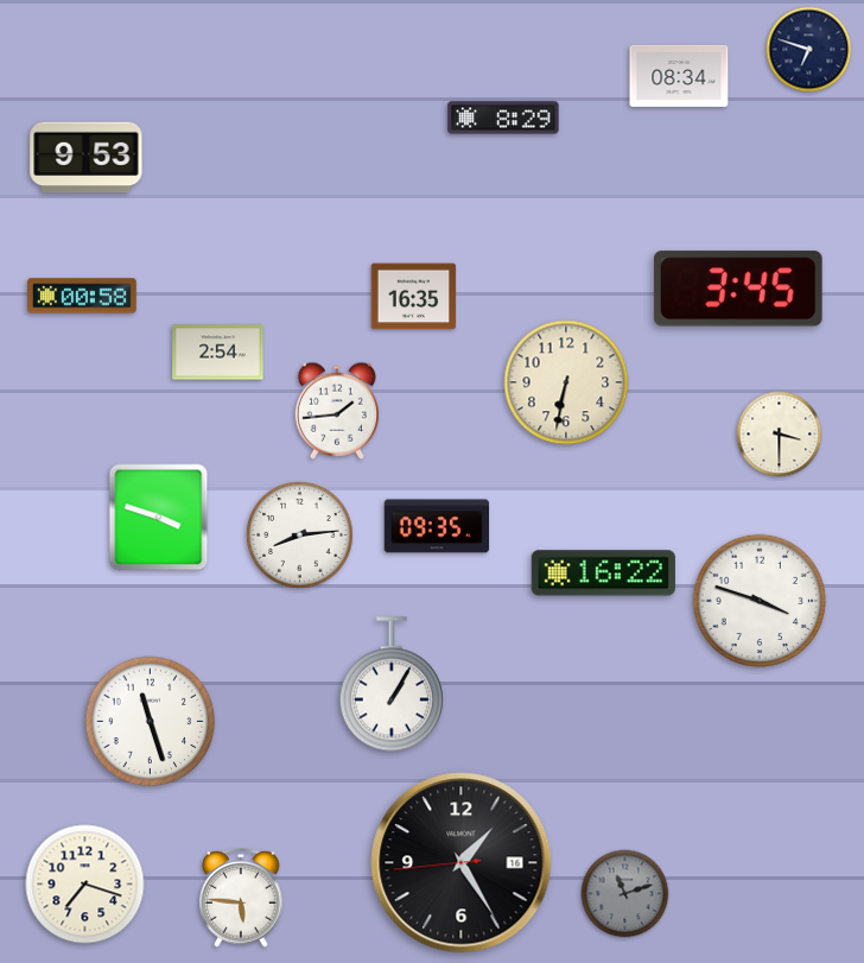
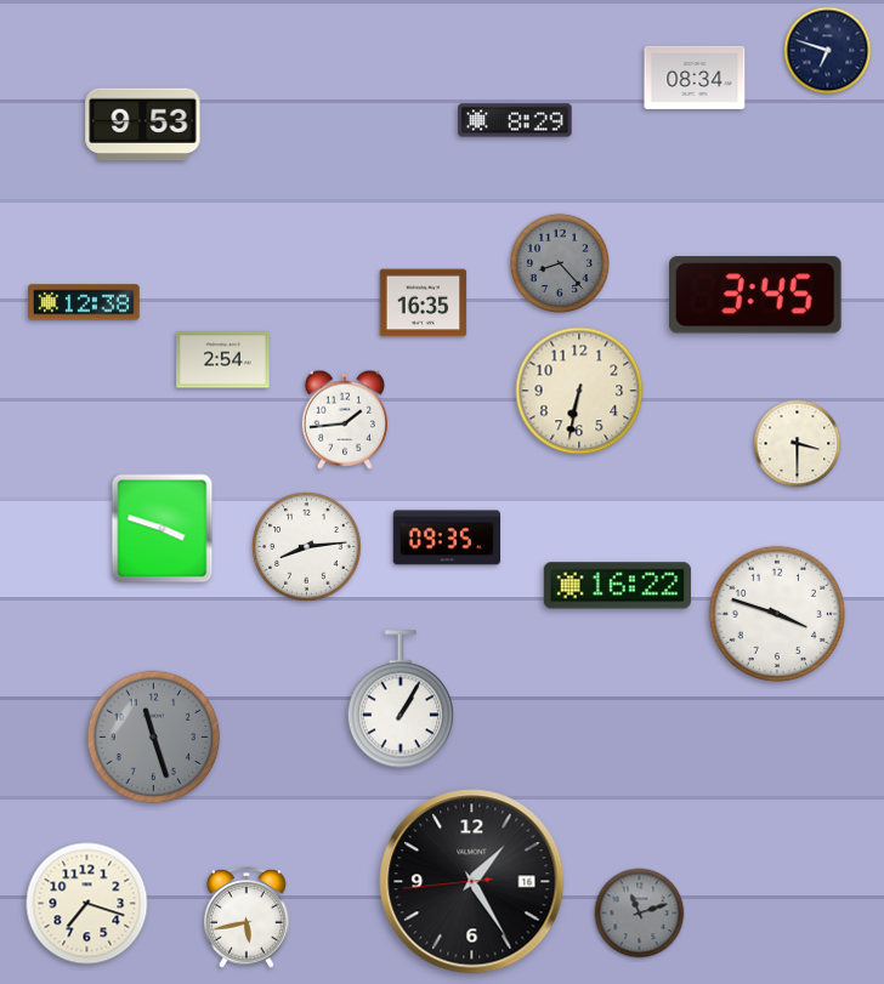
clock at (87, 158) position: (87, 158) -> (143, 125)
clock at (560, 263): none -> 8:23
clock at (82, 296): 00:58 -> 12:38
clock at (151, 722) dial: white -> grey
clock at (241, 898): 5:46 -> 5:43
